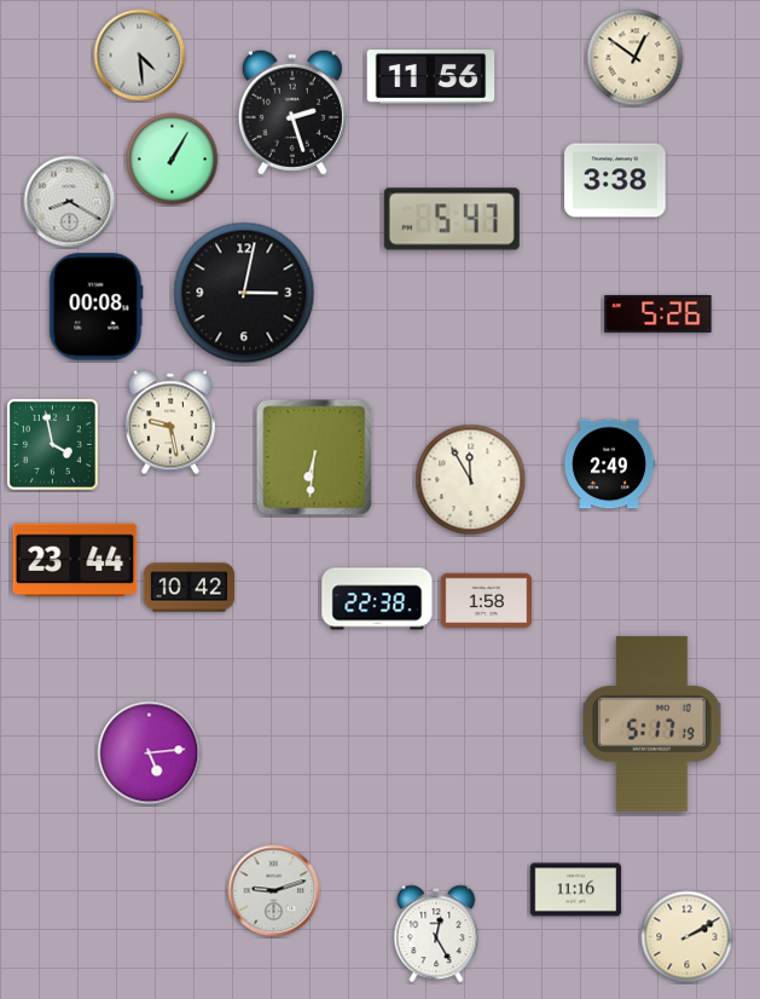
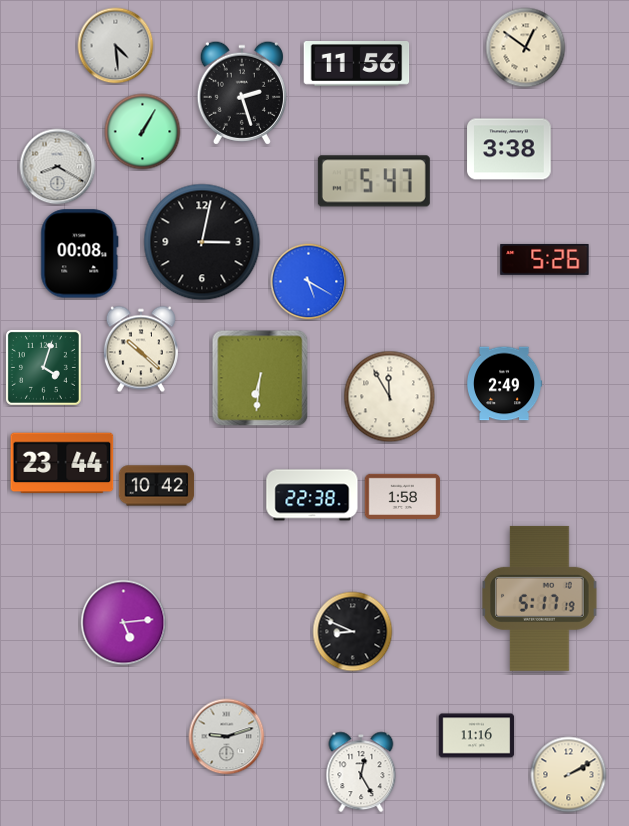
clock at (309, 282): none -> 5:20
clock at (170, 422): 9:28 -> 10:22
clock at (52, 444): 3:58 -> 4:03
clock at (353, 632): none -> 8:49
